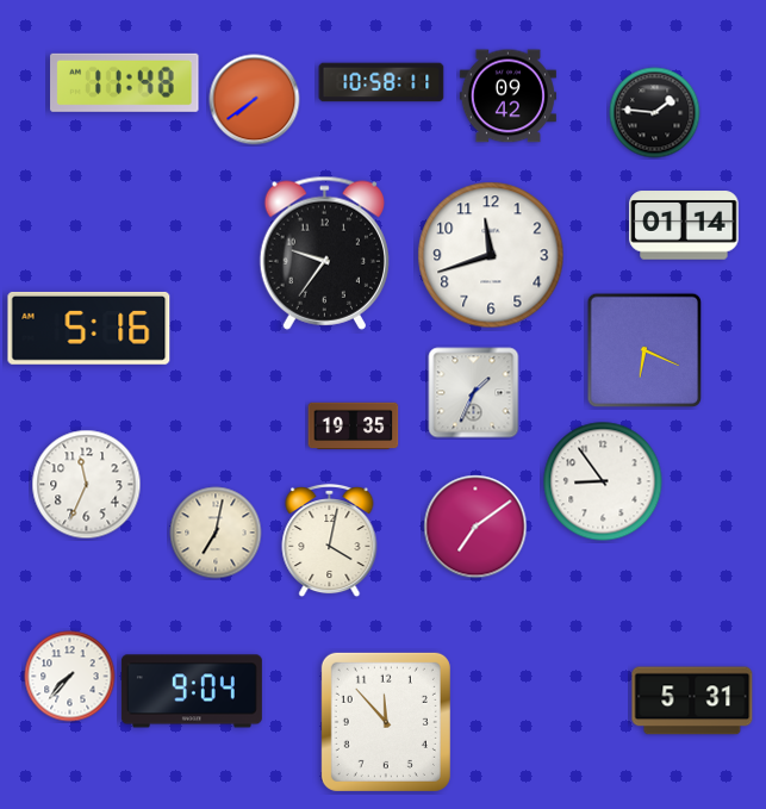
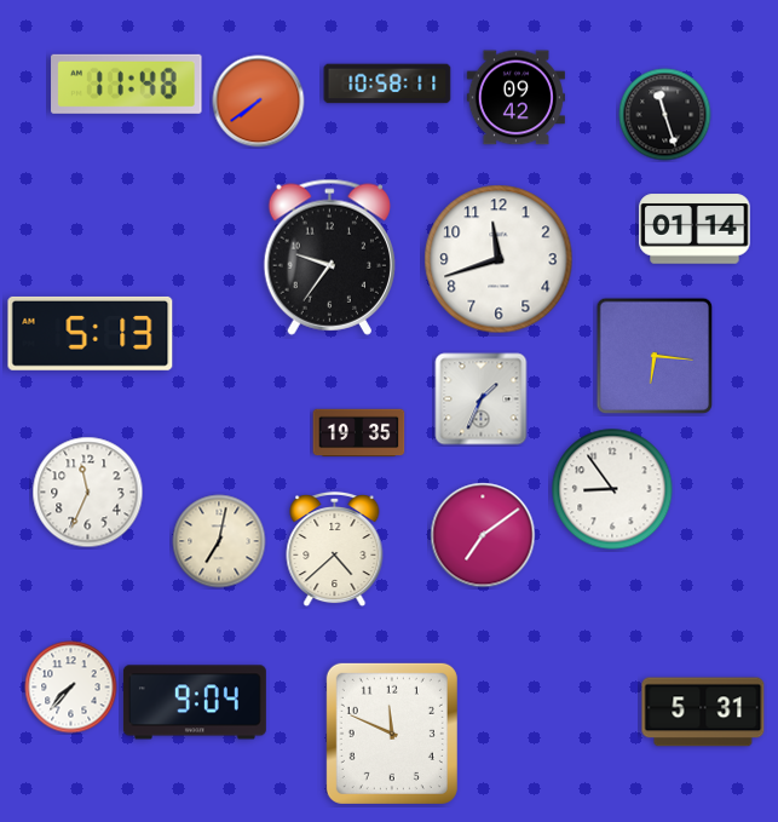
clock at (655, 113): 1:46 -> 11:27
clock at (89, 328): 5:16 -> 5:13
clock at (644, 350): 6:19 -> 6:16
clock at (330, 541): 4:02 -> 4:38
clock at (386, 722): 11:53 -> 11:49
